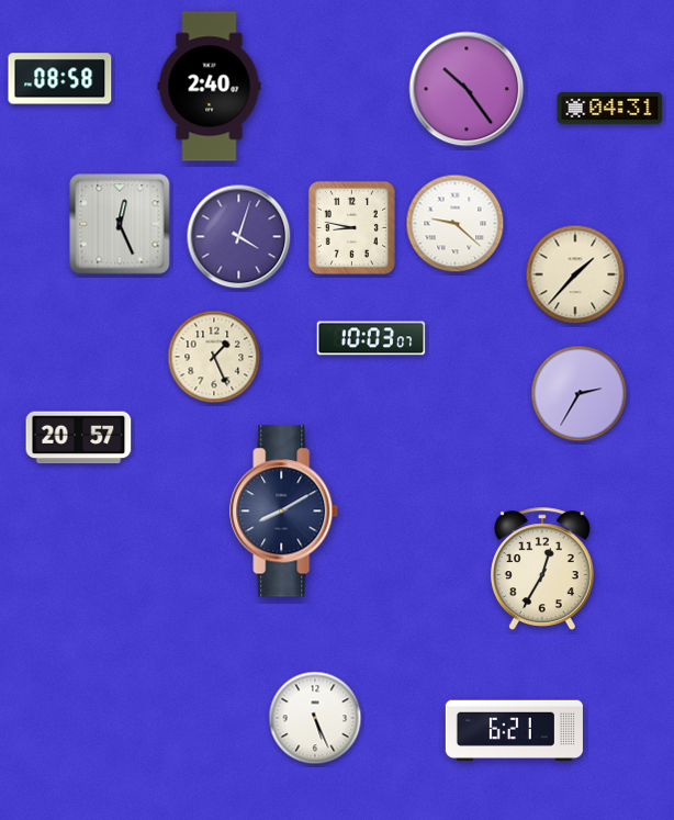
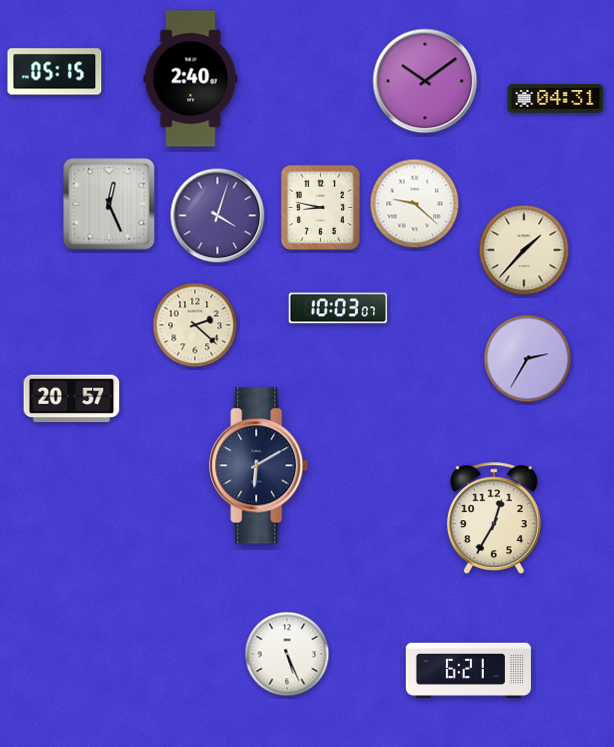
clock at (60, 79): 08:58 -> 05:15
clock at (467, 89): 10:24 -> 10:09
clock at (214, 357): 1:26 -> 2:22
clock at (284, 512): 8:10 -> 6:10
clock at (514, 730) position: (514, 730) -> (468, 670)
